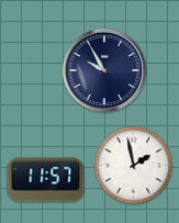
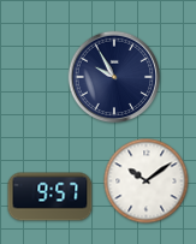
clock at (134, 166): 1:58 -> 10:09
clock at (46, 180): 11:57 -> 9:57
